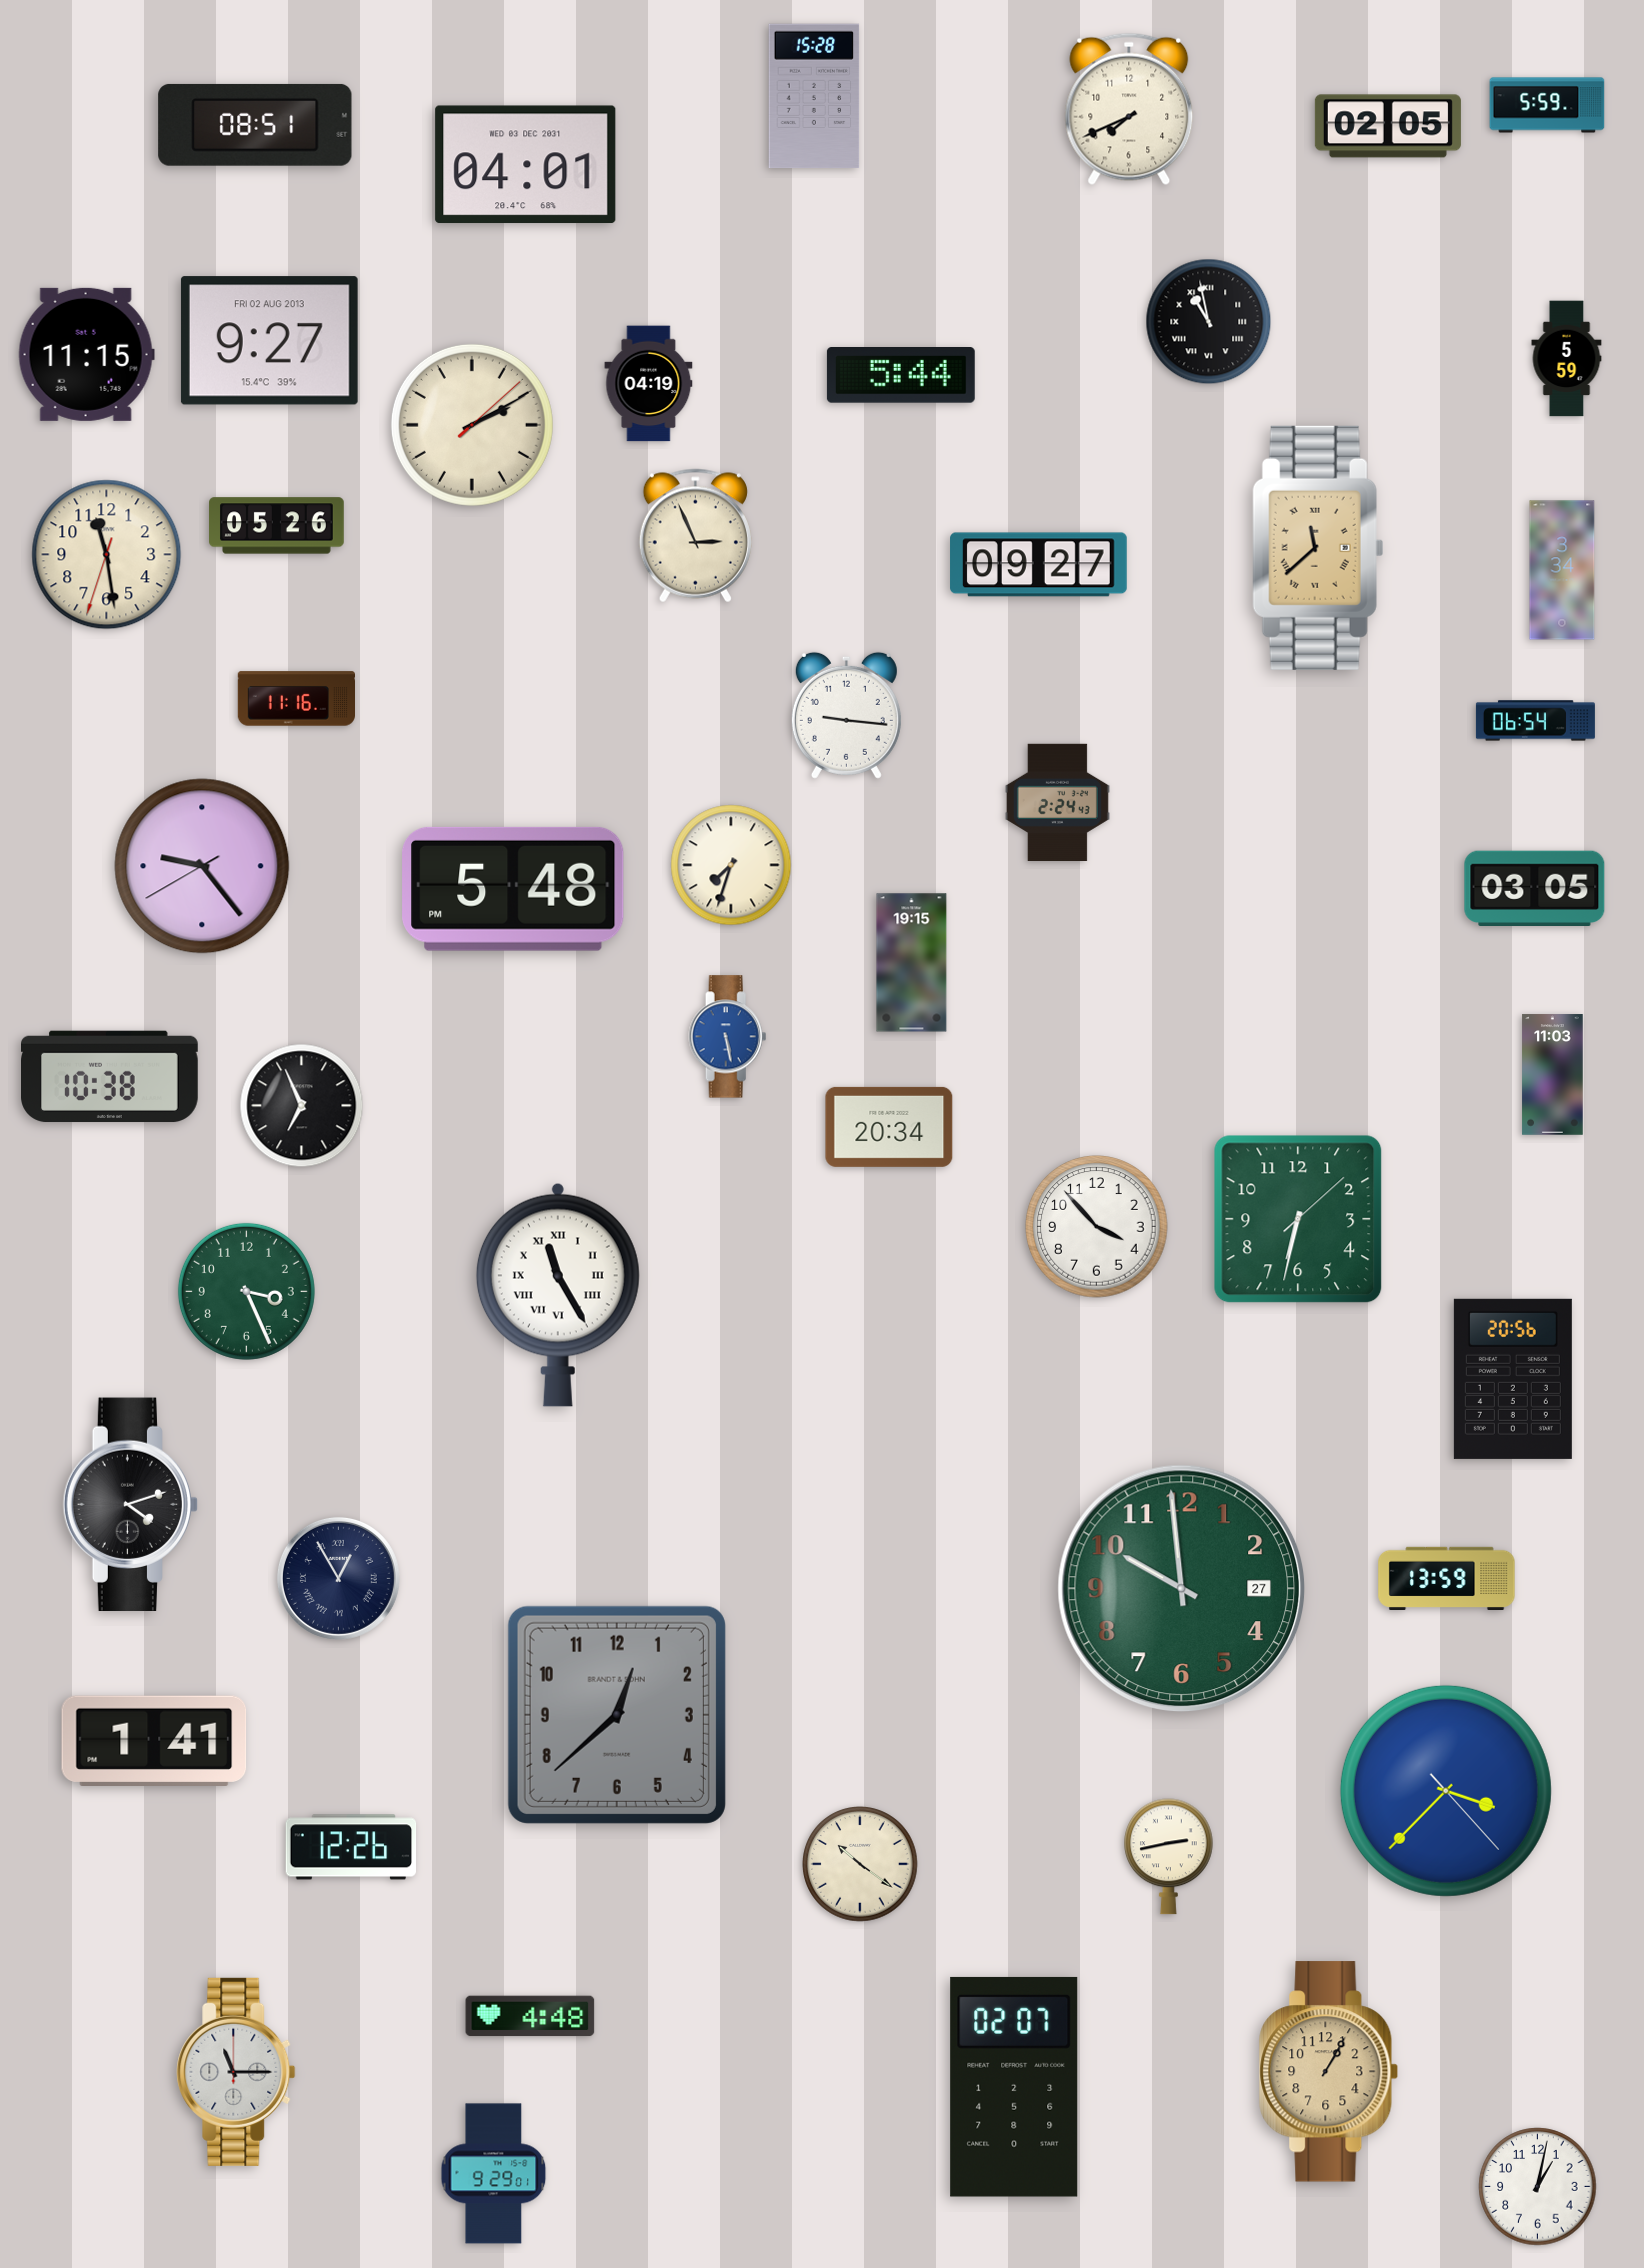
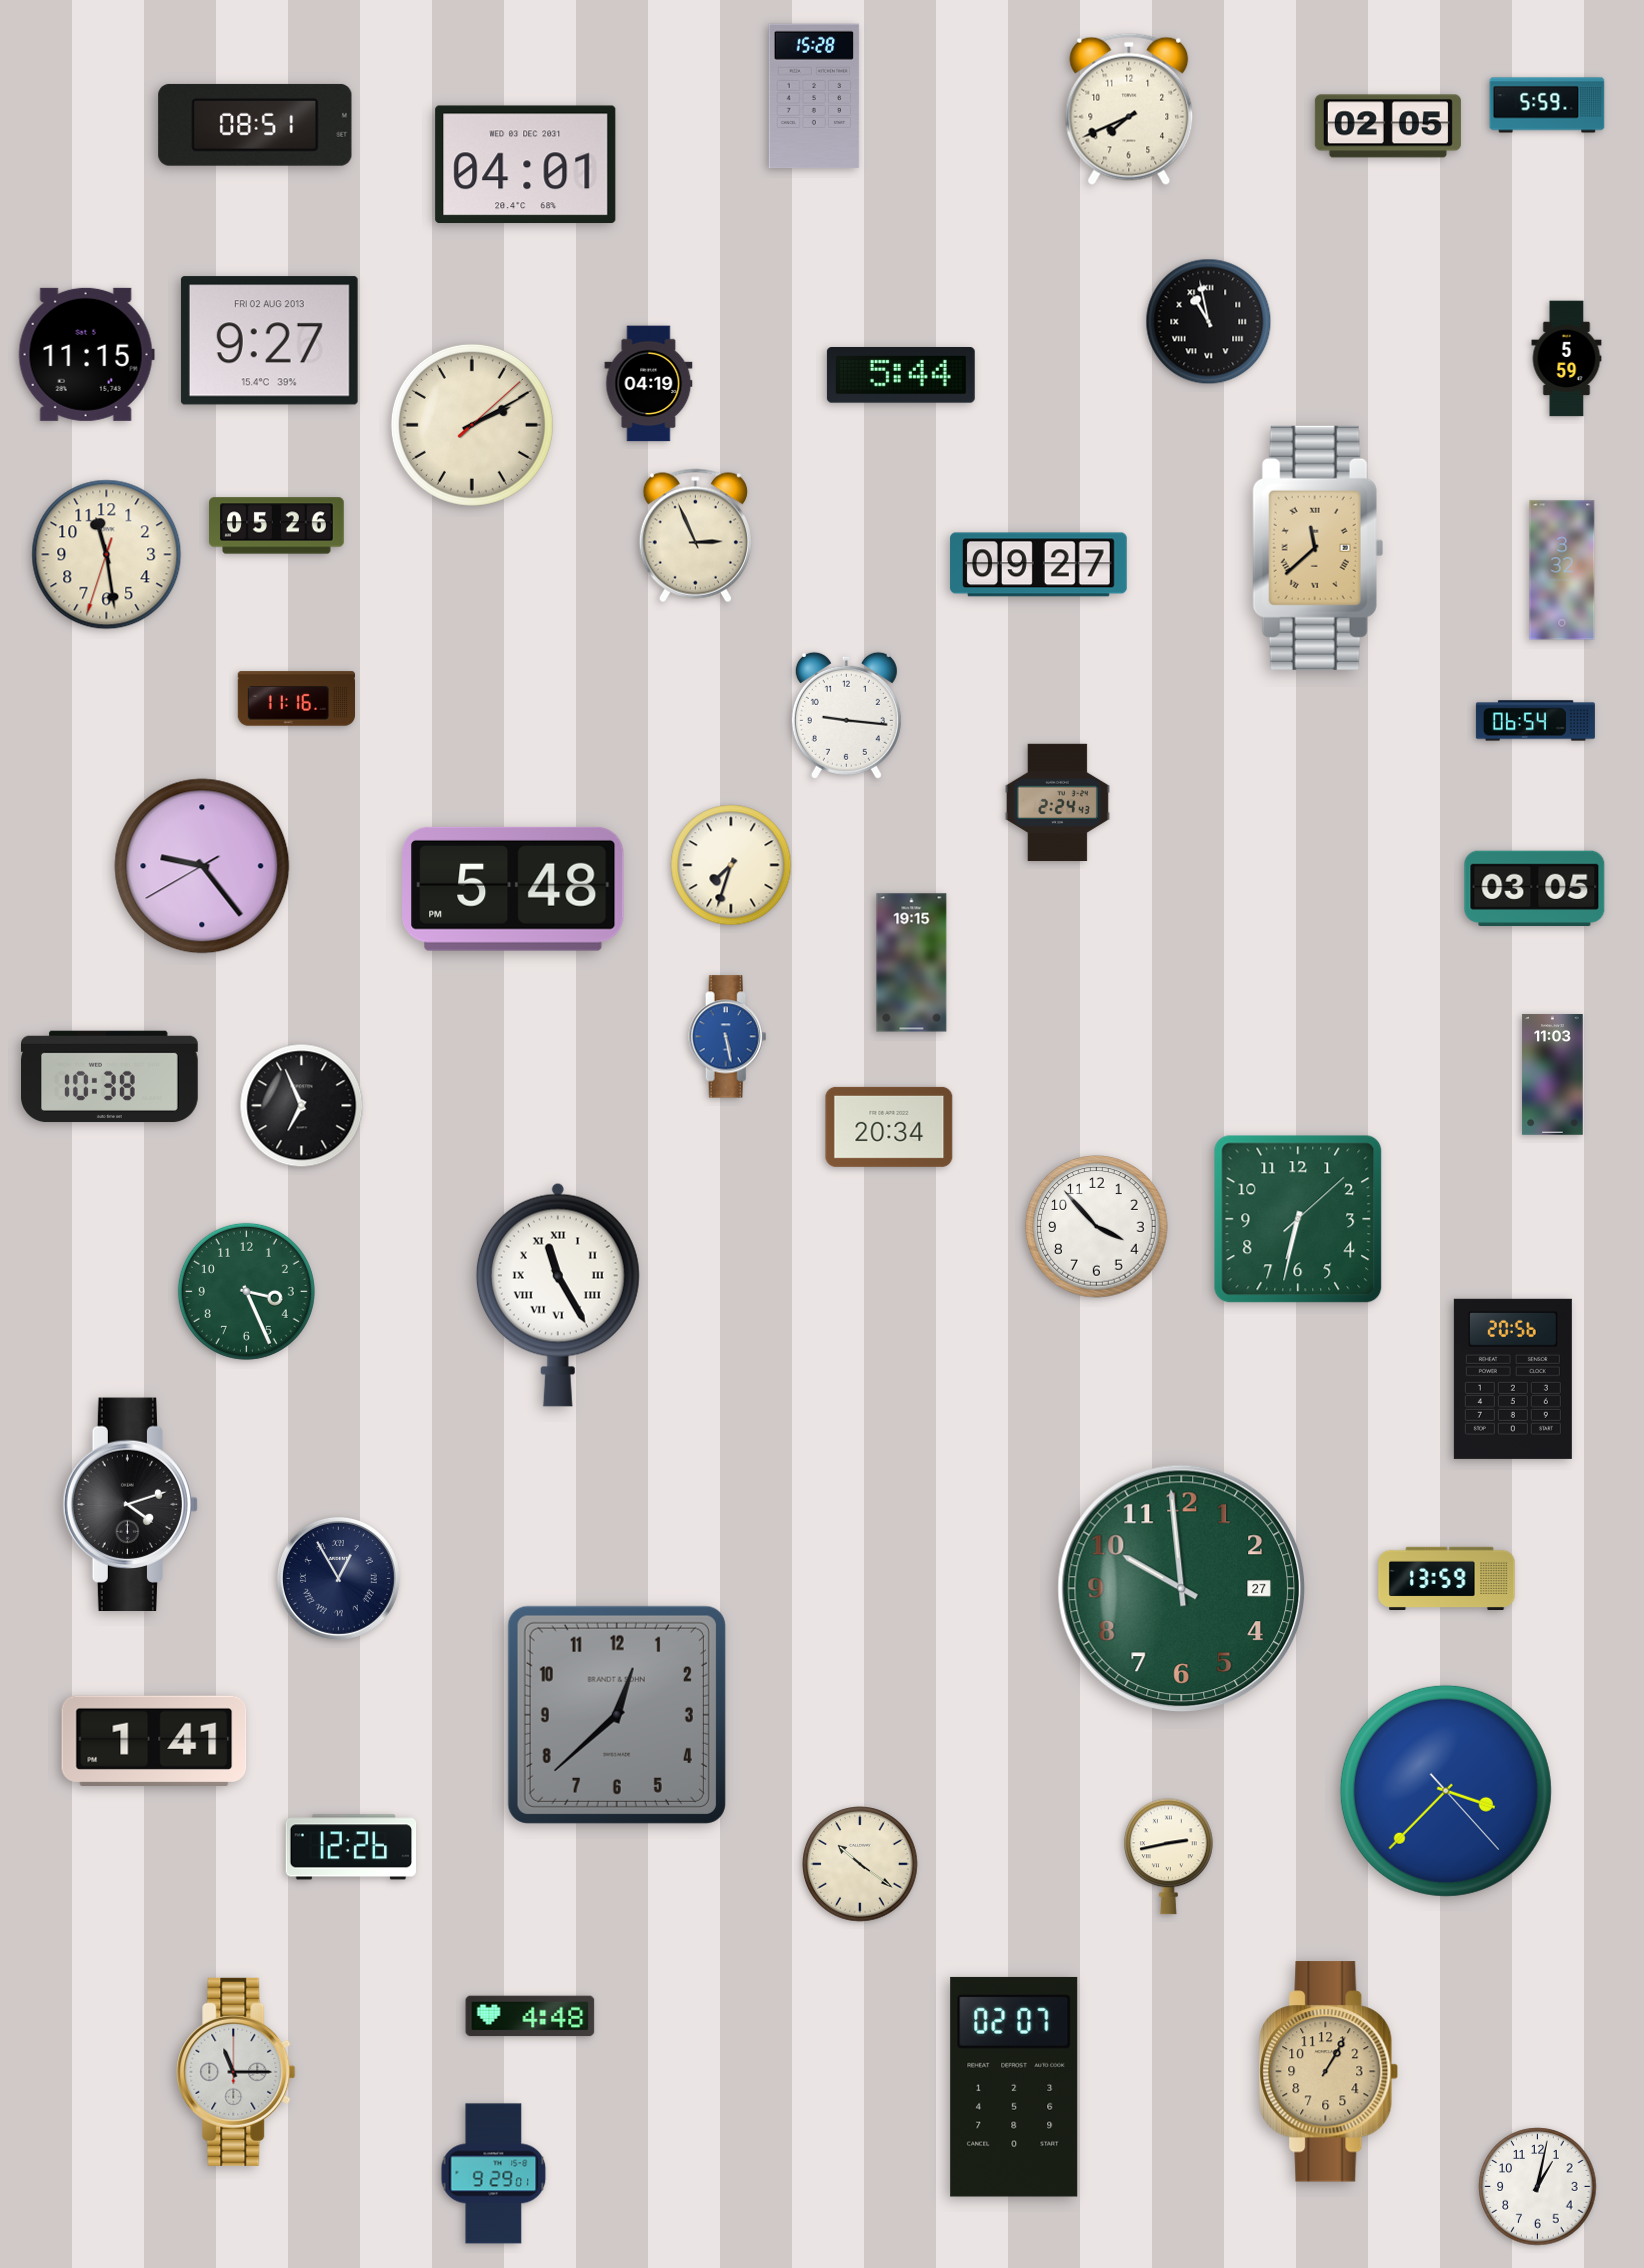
clock at (1562, 570): 3:34 -> 3:32
